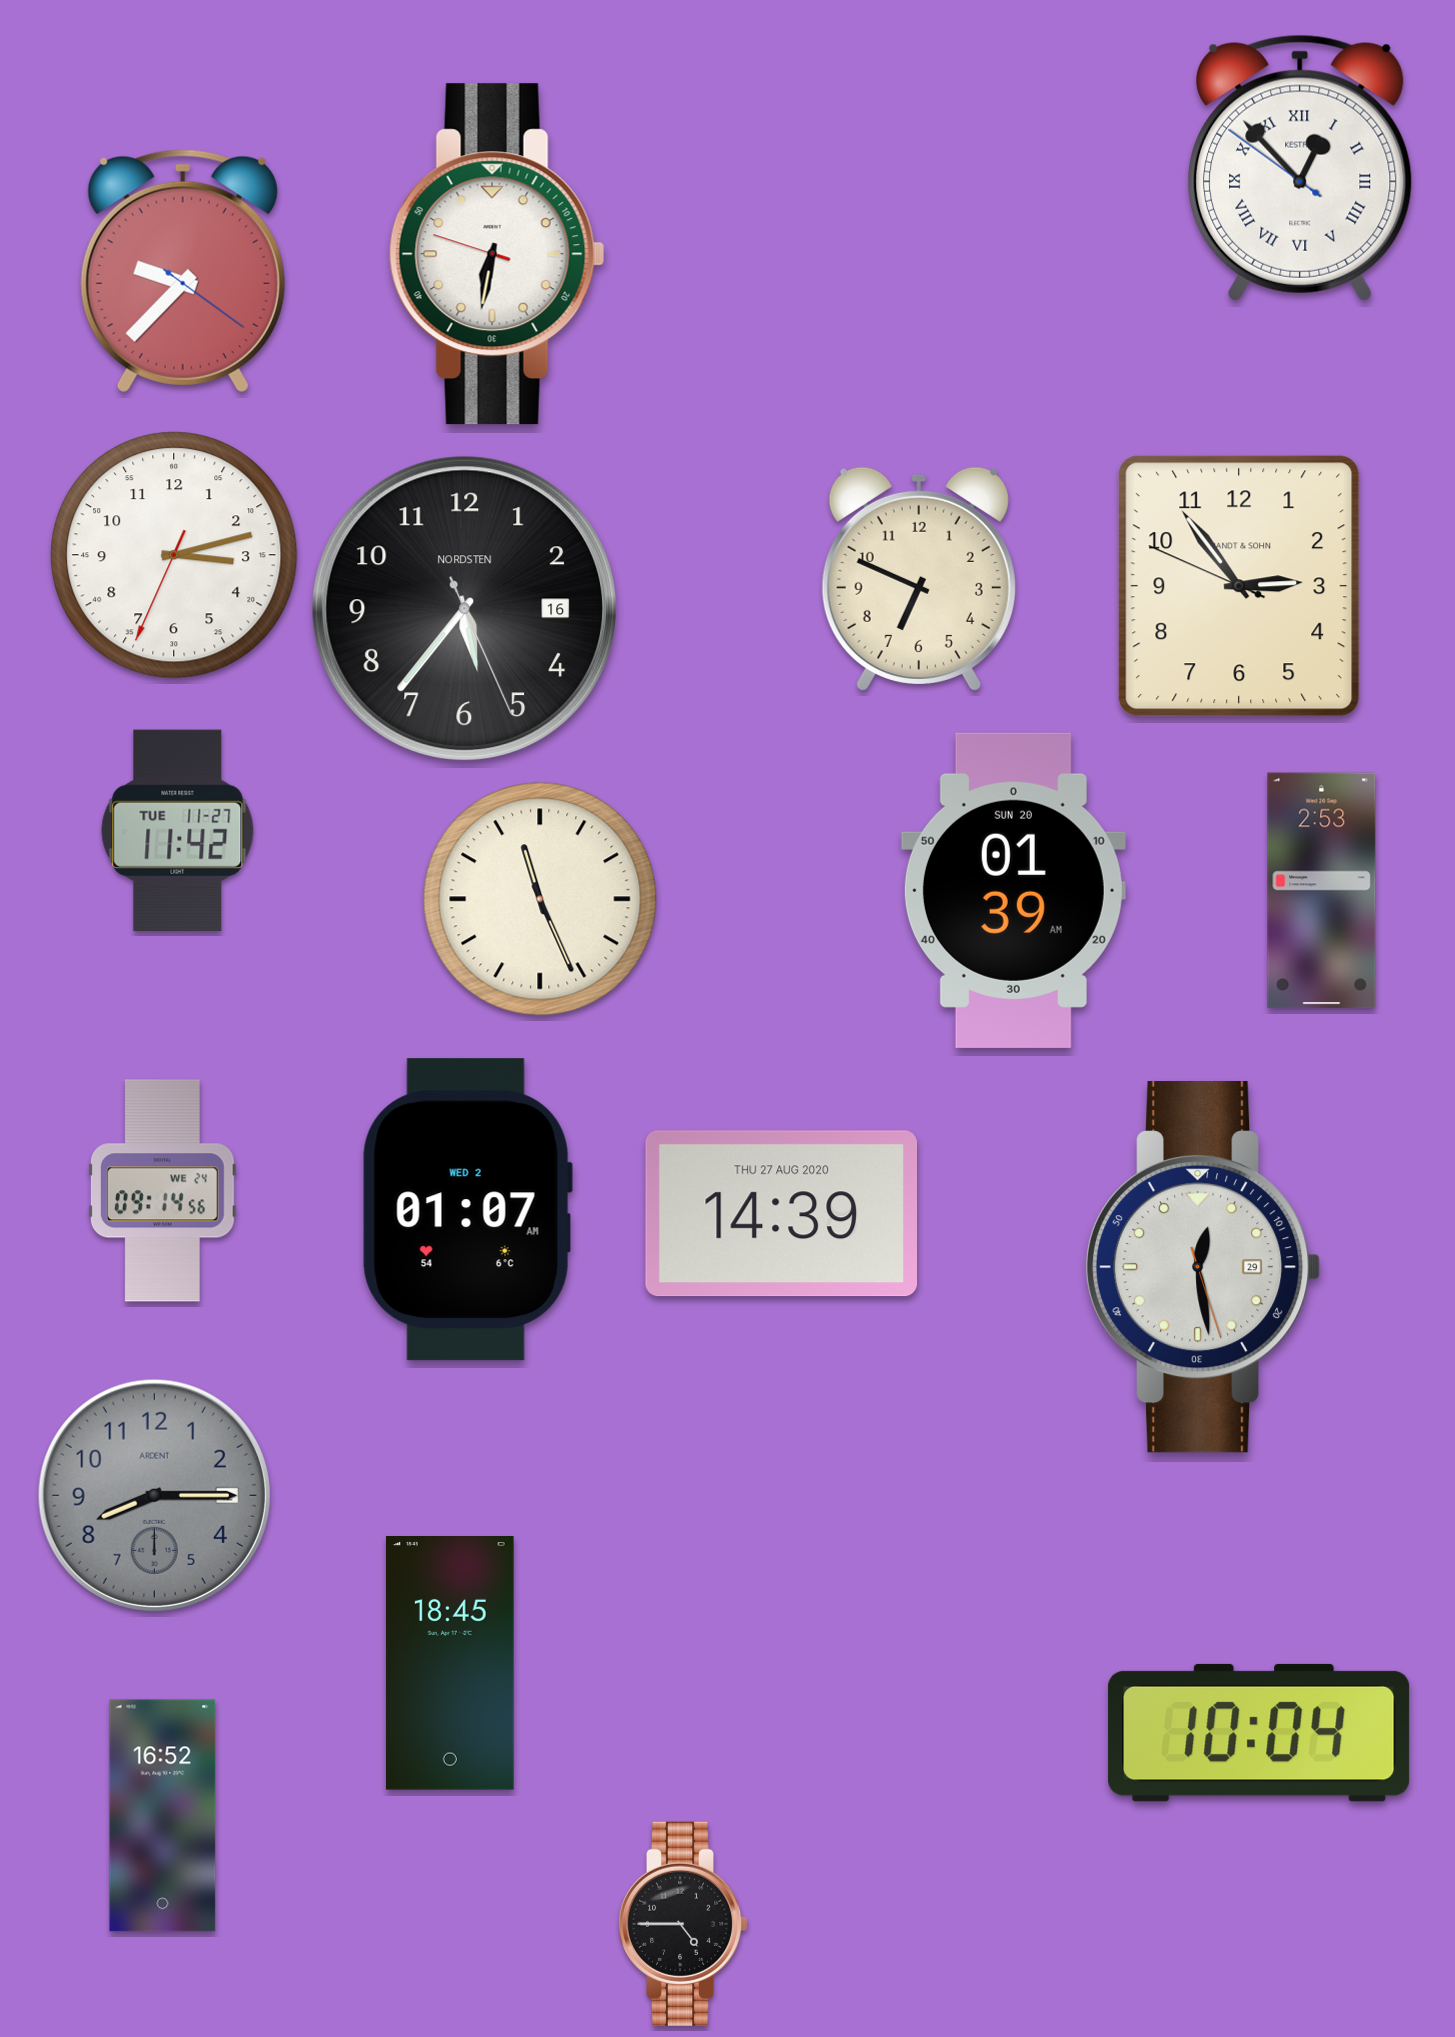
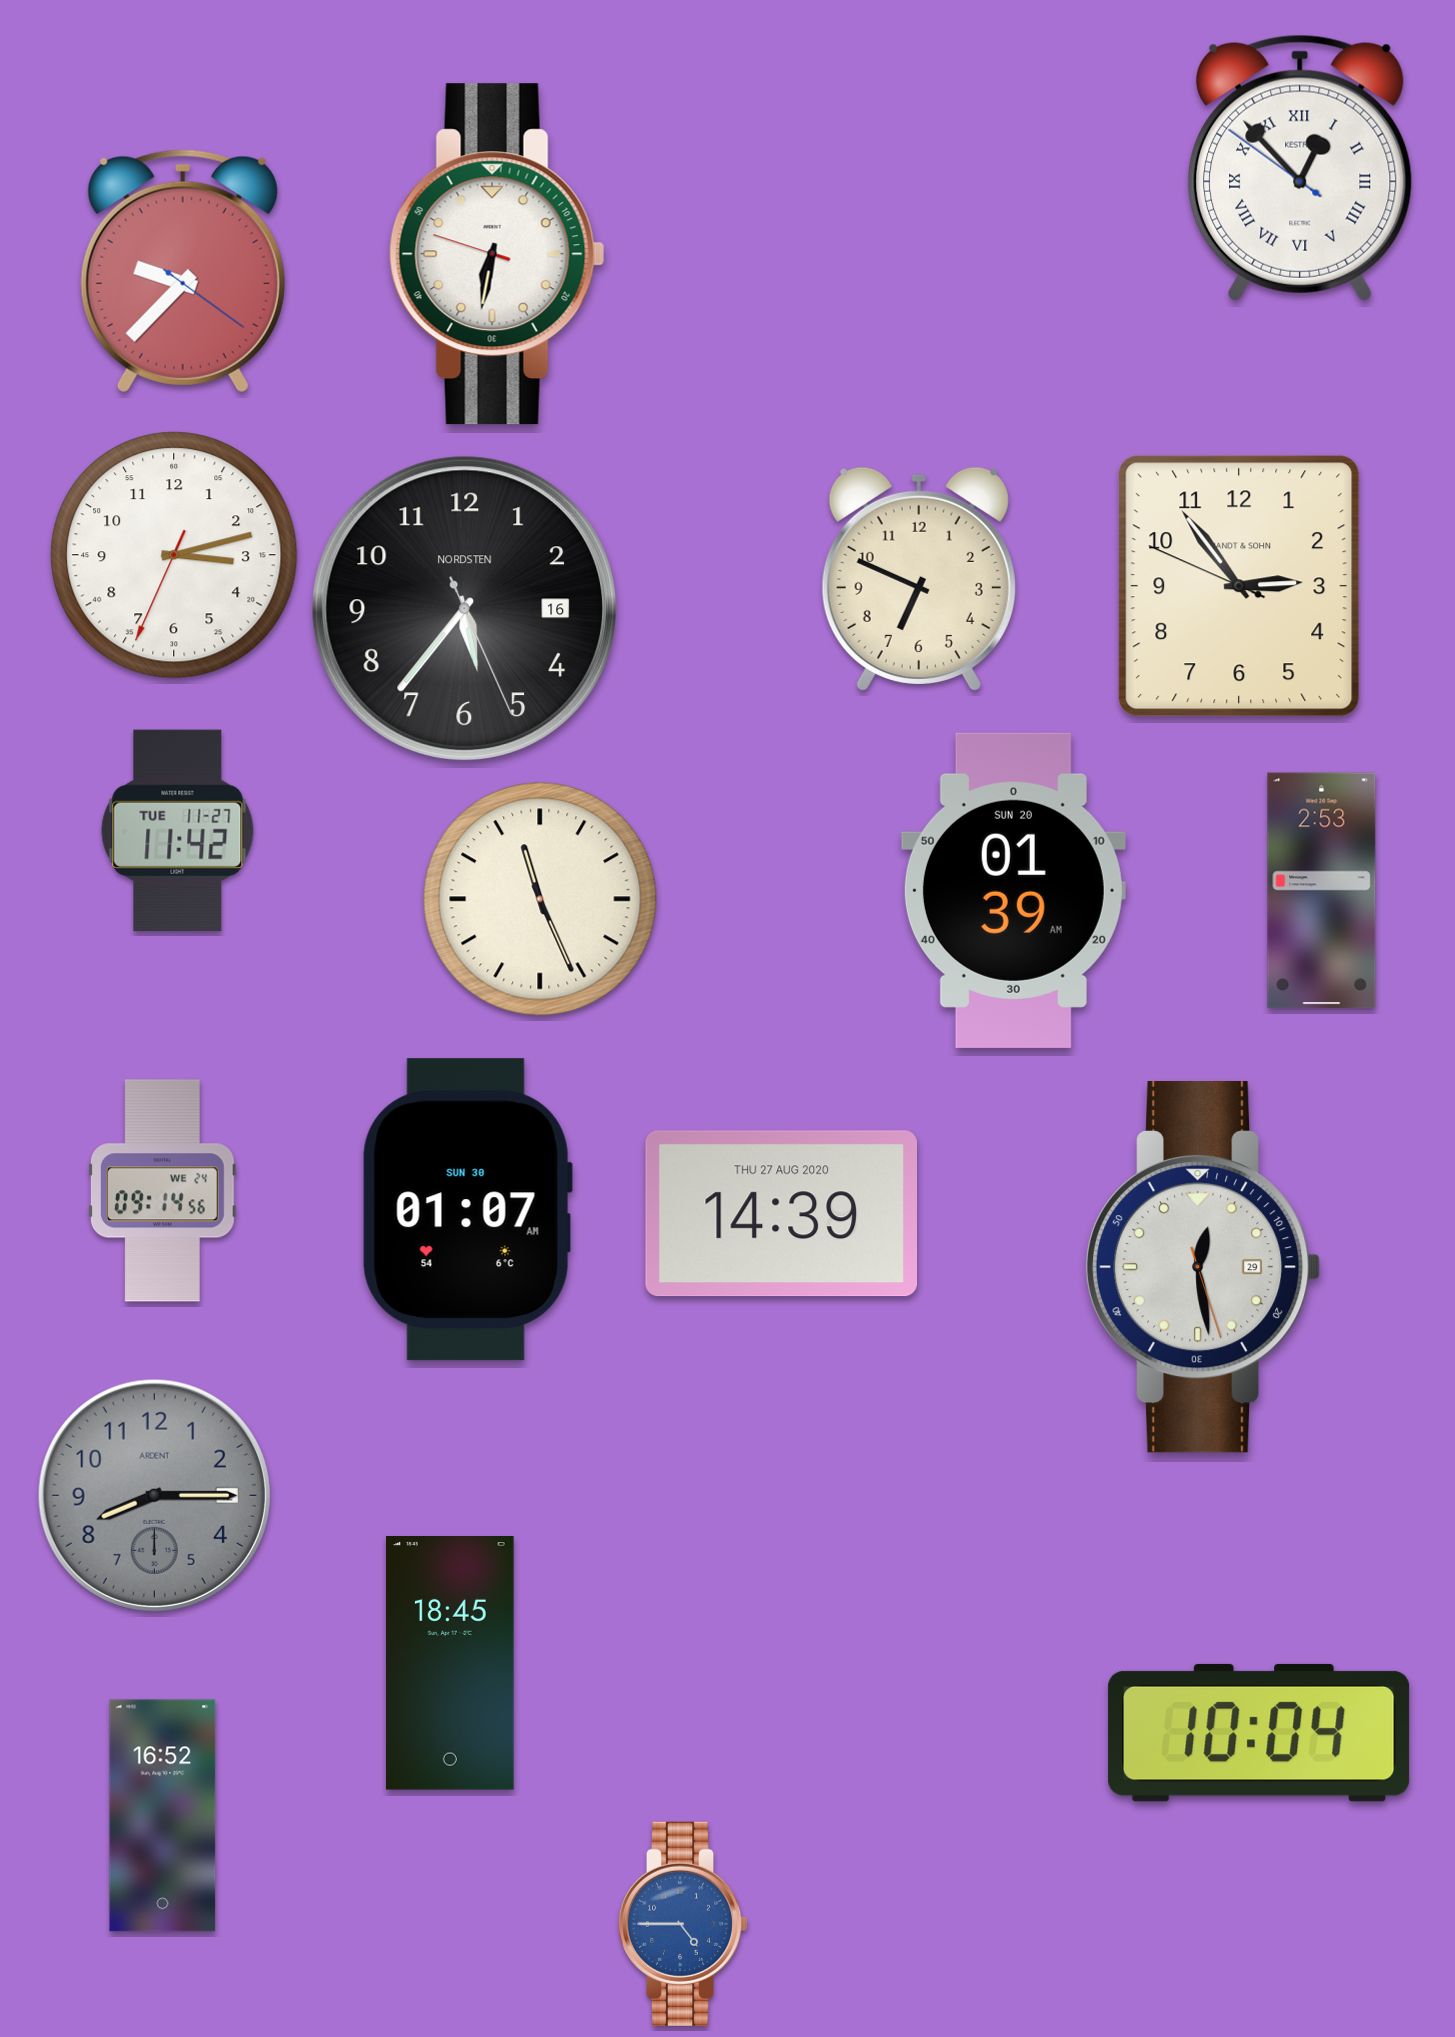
clock at (467, 1210) date: WED 2 -> SUN 30
clock at (683, 1924) dial: black -> blue
